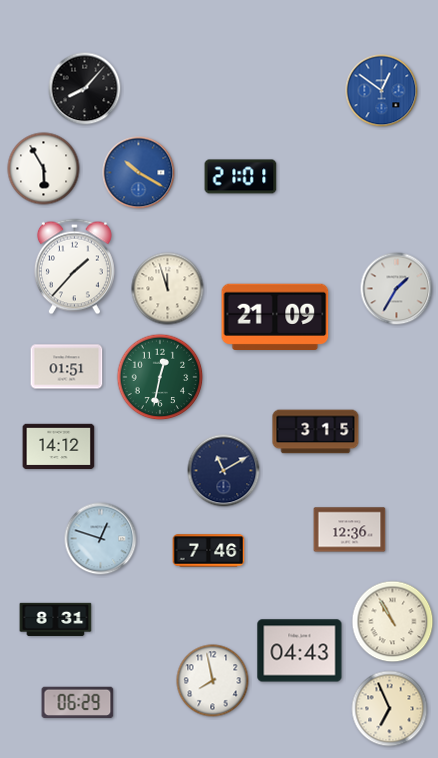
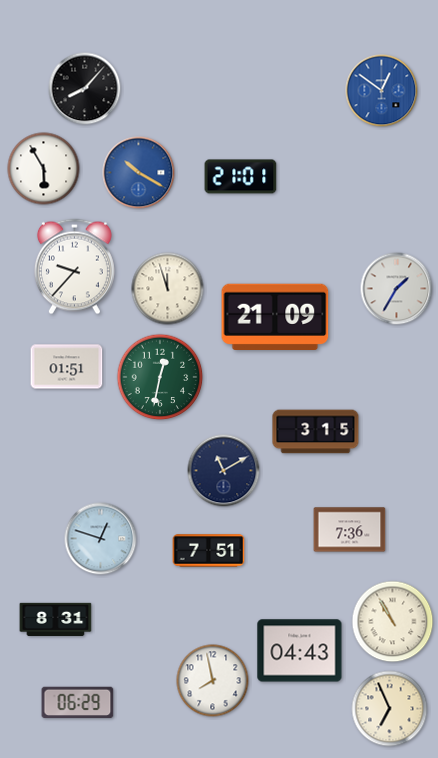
clock at (74, 267): 1:37 -> 9:37
clock at (59, 447): 14:12 -> none
clock at (350, 530): 12:36 -> 7:36
clock at (209, 551): 7:46 -> 7:51
